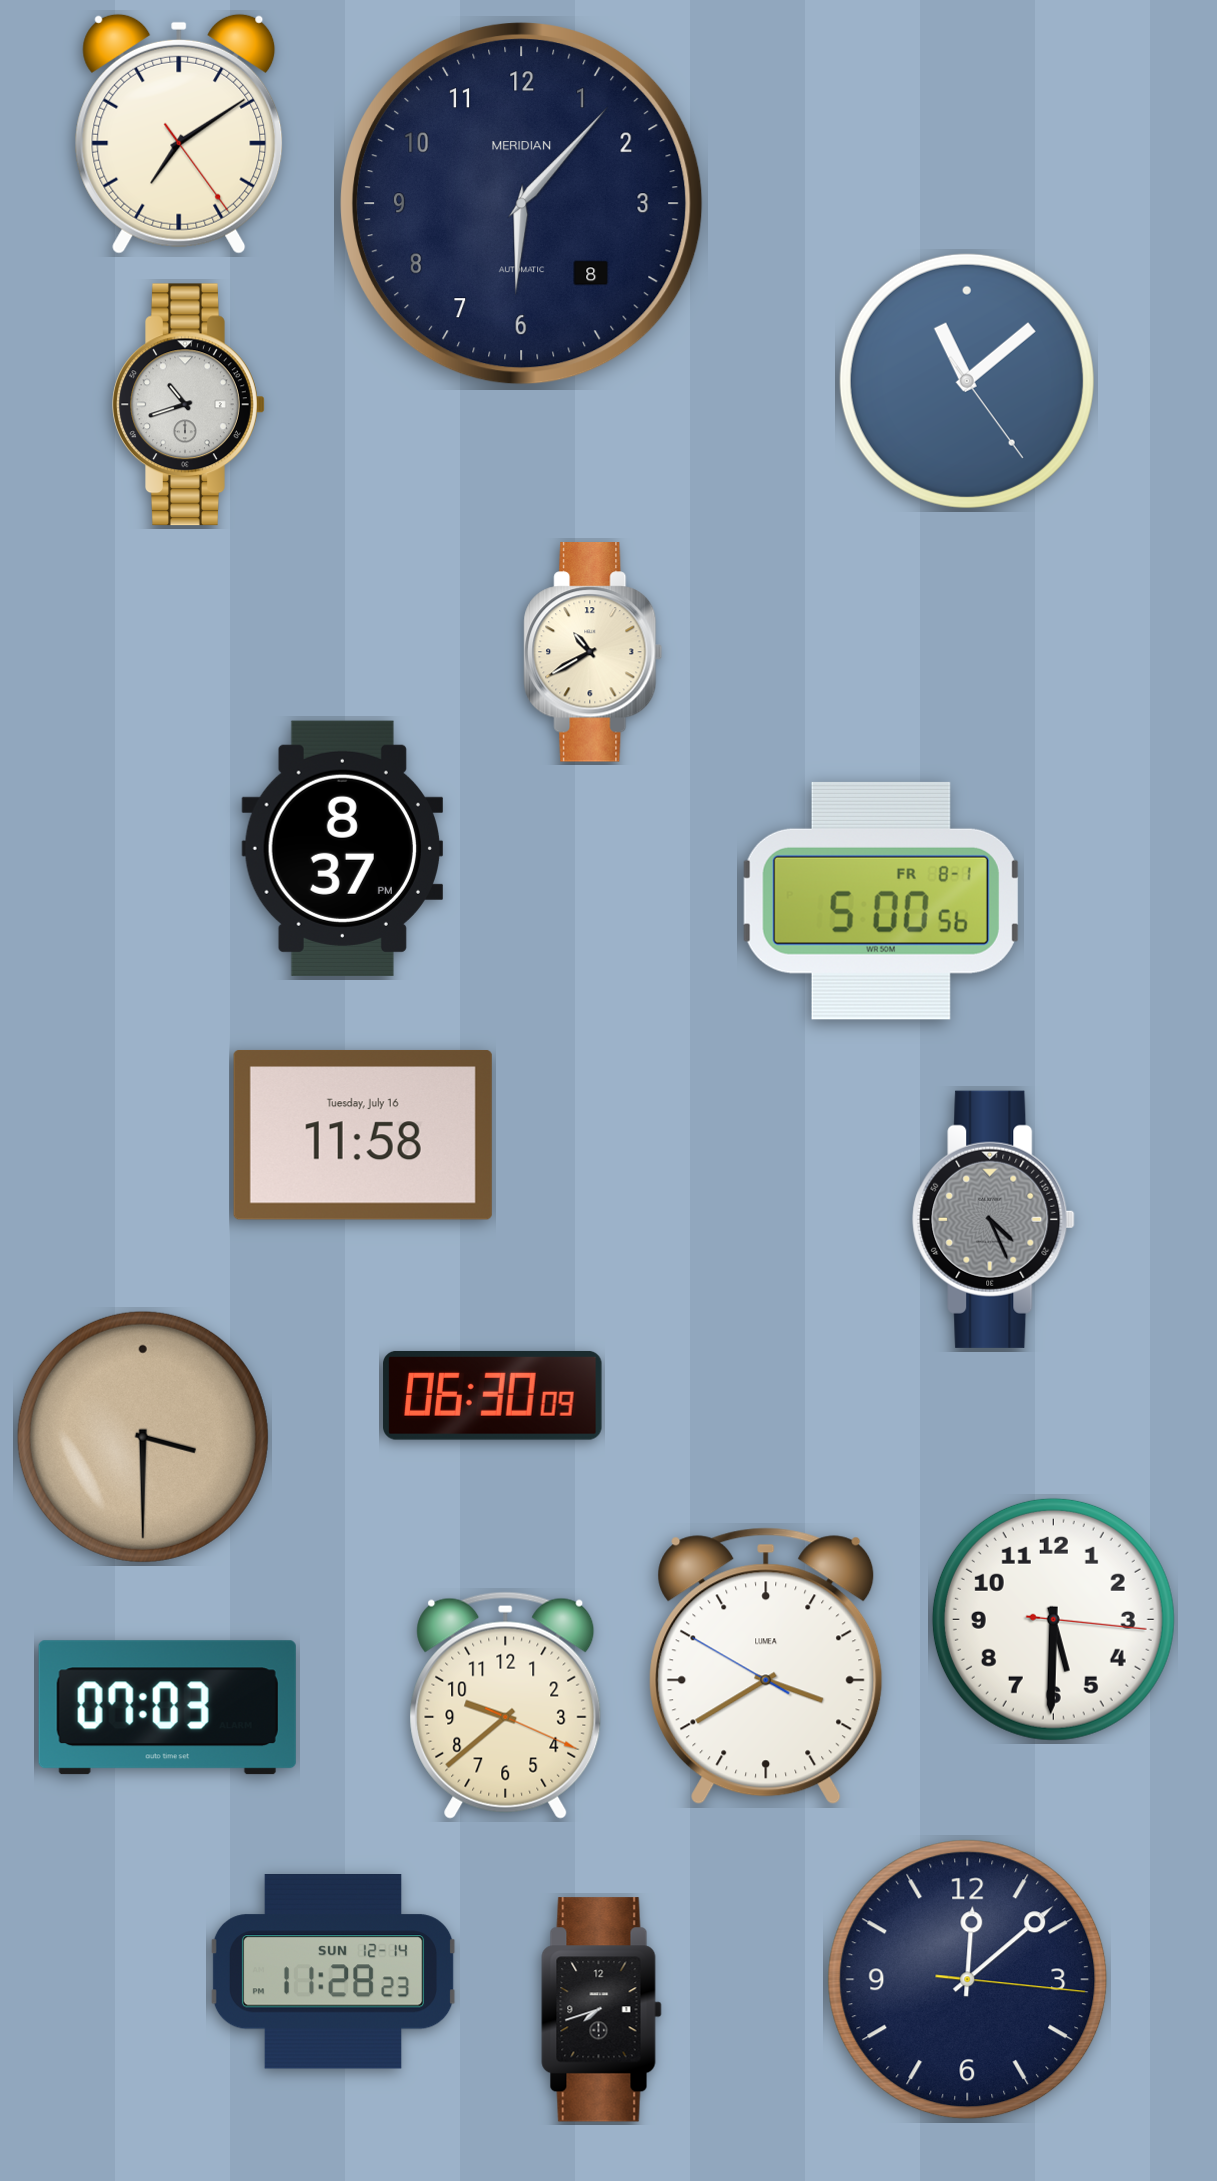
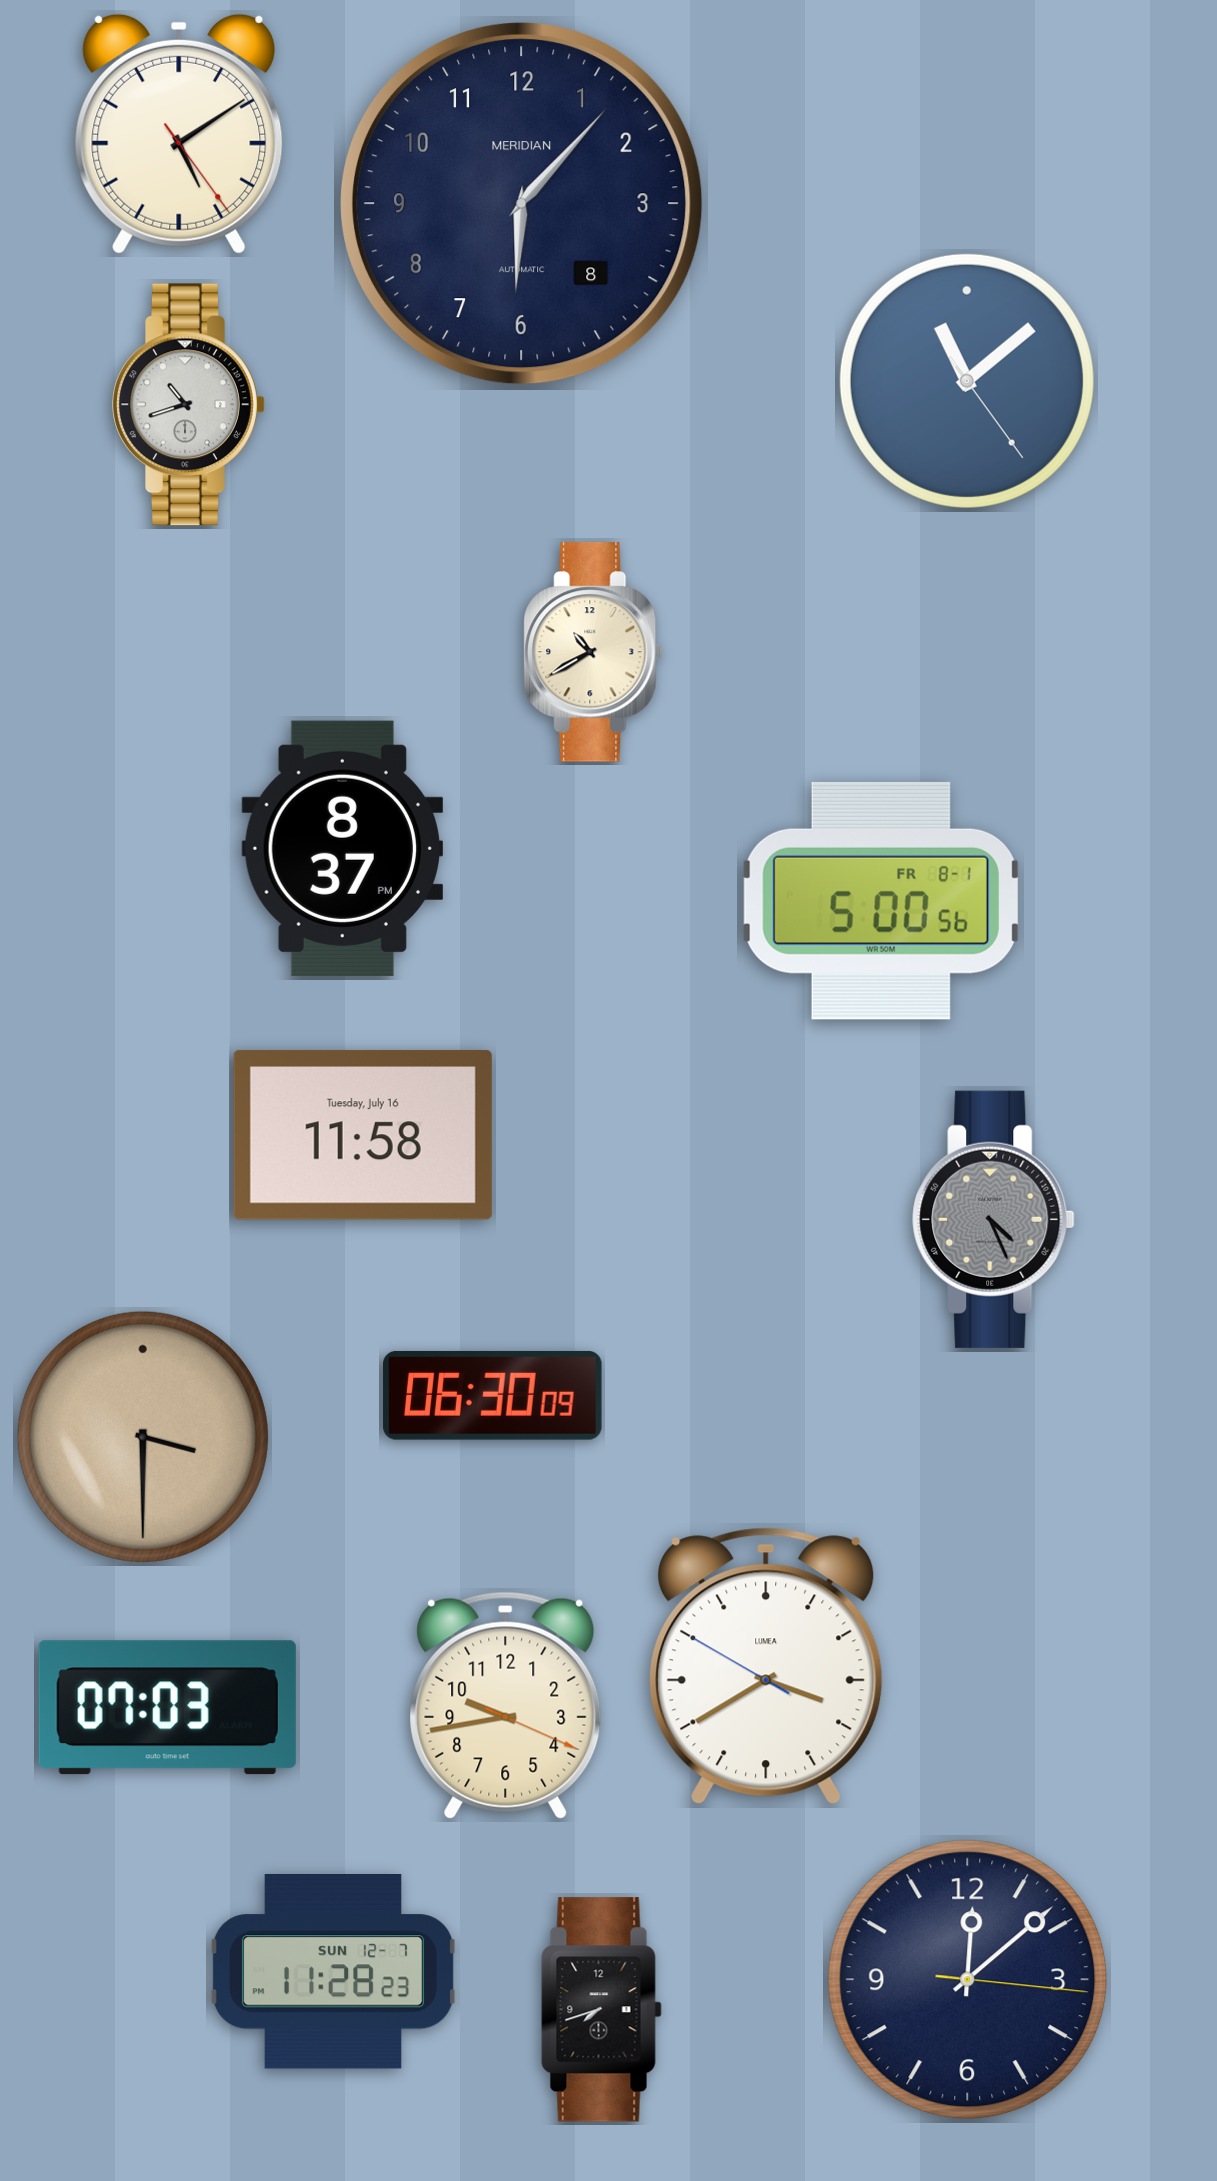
clock at (179, 134): 7:09 -> 5:09
clock at (1053, 1619): 5:30 -> none
clock at (506, 1705): 9:38 -> 9:43
clock at (333, 1972) date: SUN 12-14 -> SUN 12-7
